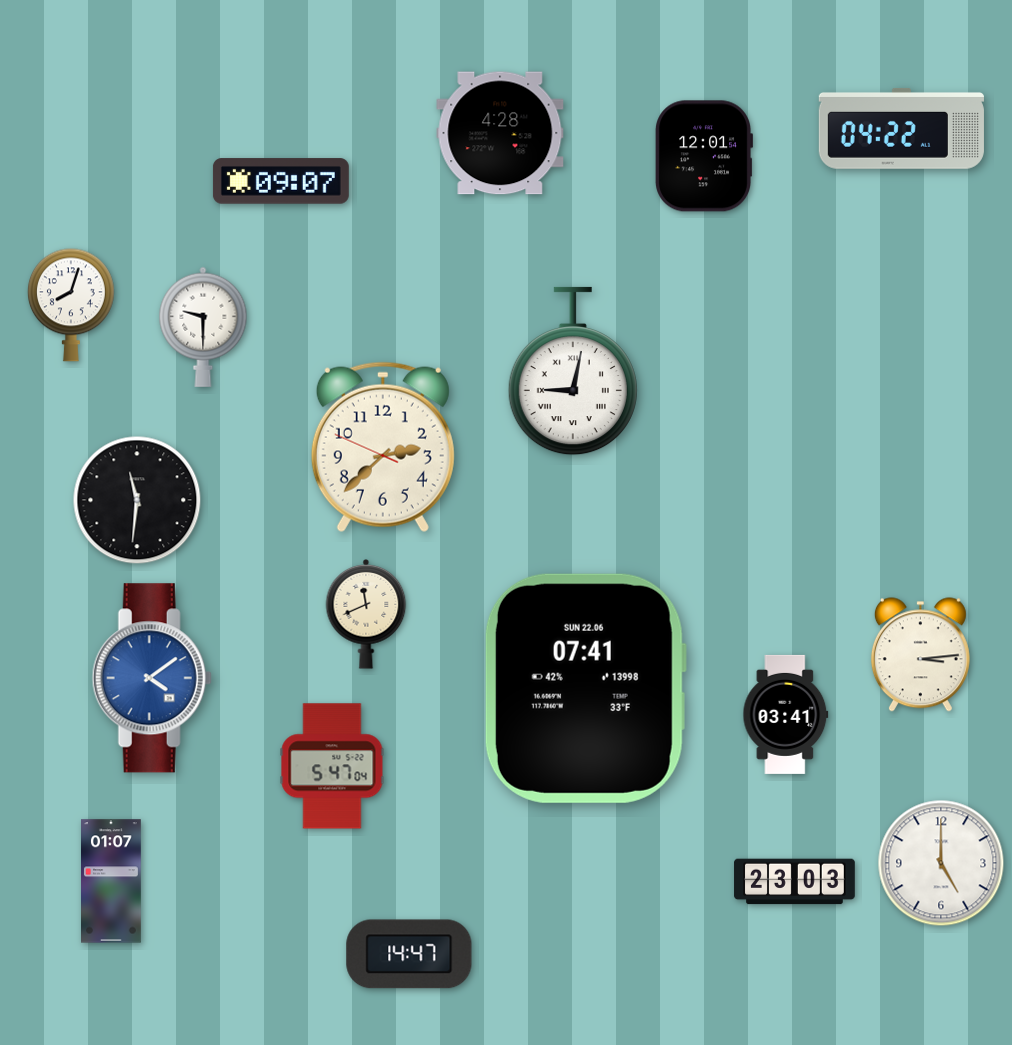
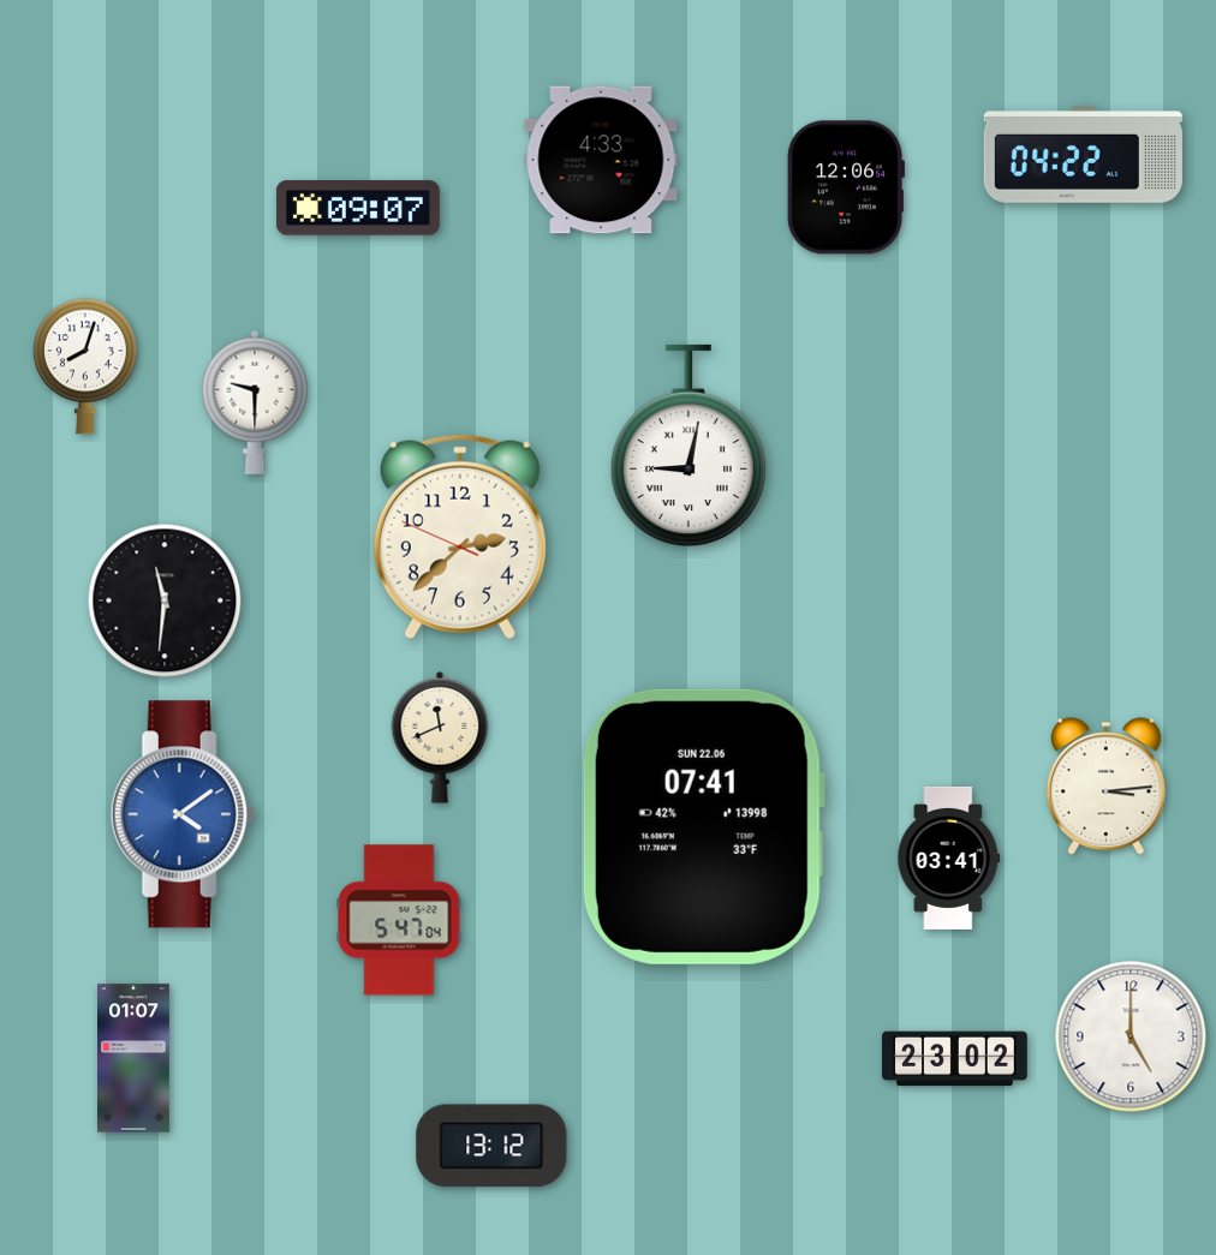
clock at (500, 133): 4:28 -> 4:33
clock at (703, 156): 12:01 -> 12:06
clock at (281, 181) position: (281, 181) -> (358, 208)
clock at (203, 327) position: (203, 327) -> (255, 402)
clock at (786, 714) position: (786, 714) -> (949, 857)
clock at (795, 882): 23:03 -> 23:02
clock at (409, 954): 14:47 -> 13:12
